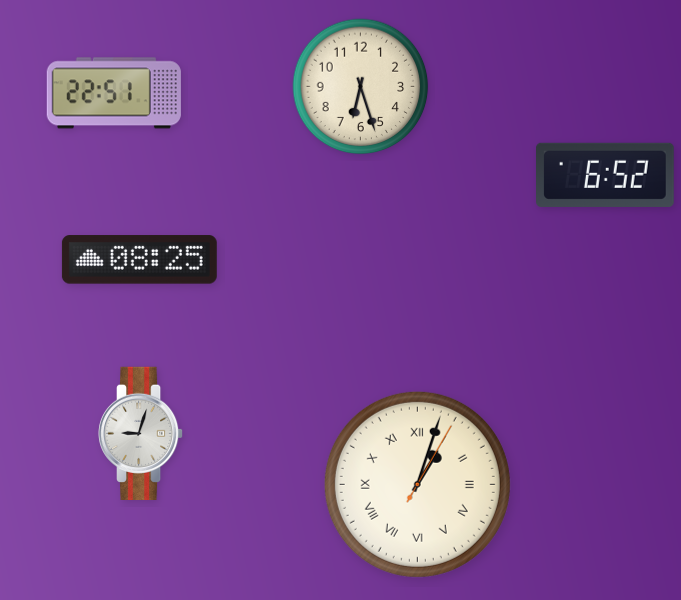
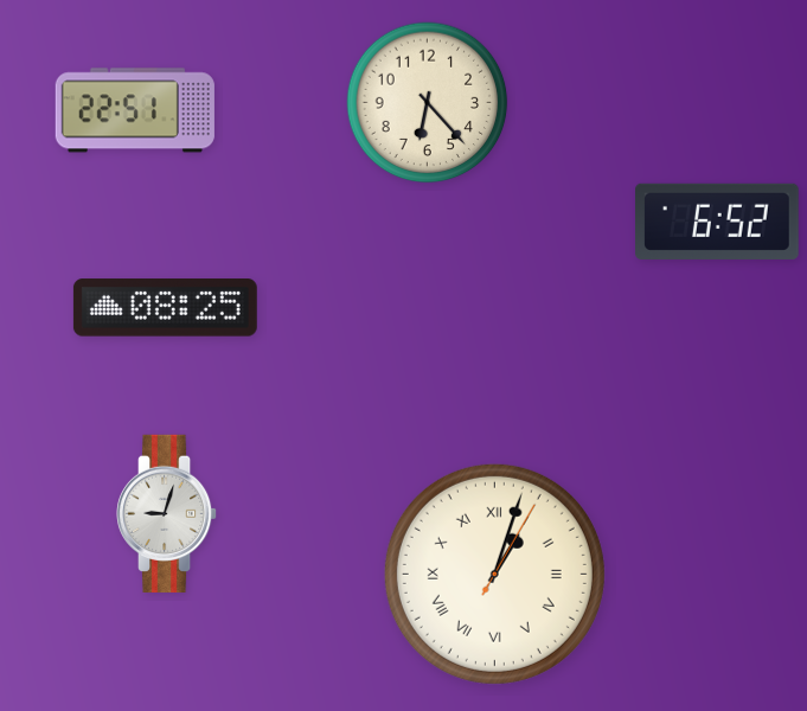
clock at (361, 87): 6:27 -> 6:23
clock at (606, 175) position: (606, 175) -> (718, 222)
